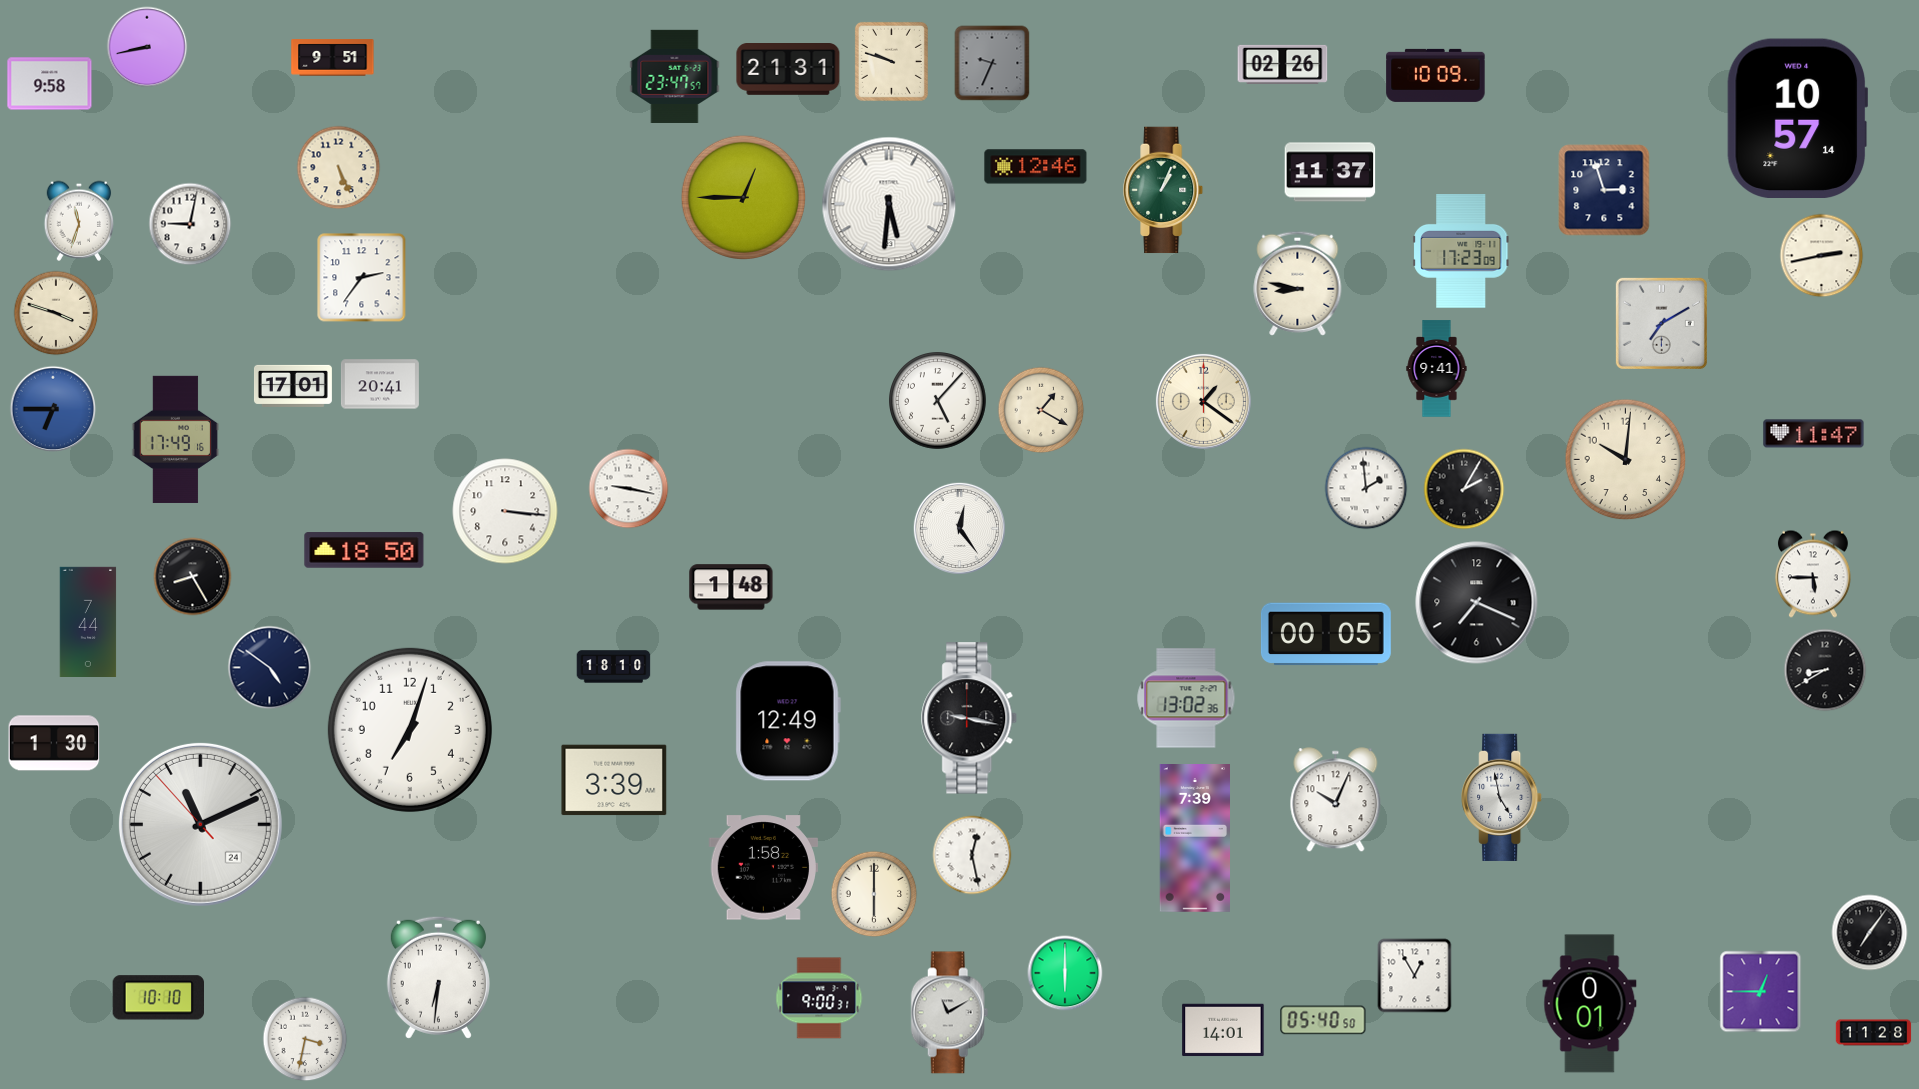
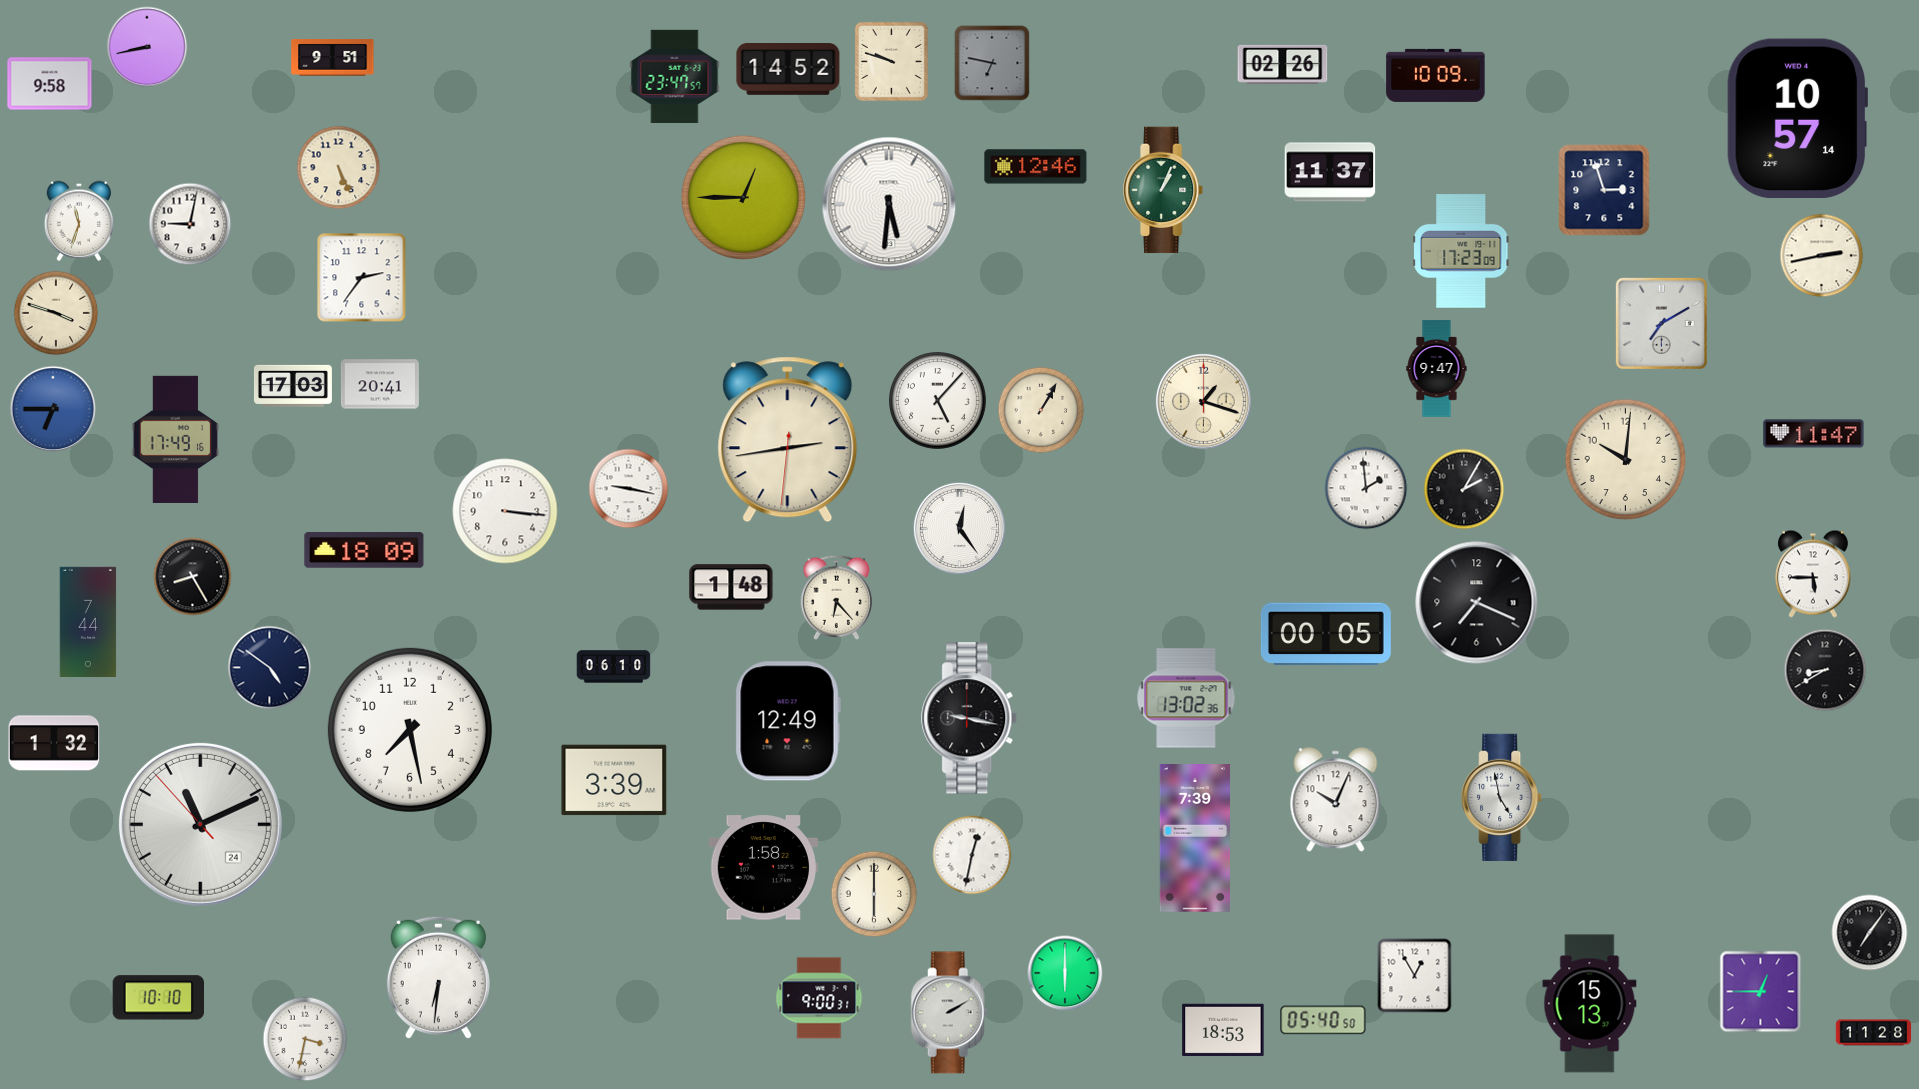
clock at (992, 63): 9:34 -> 6:47
clock at (788, 70): 21:31 -> 14:52
clock at (1298, 283): 8:47 -> none
clock at (1437, 369): 9:41 -> 9:47
clock at (293, 386): 17:01 -> 17:03
clock at (1203, 401): 1:21 -> 1:18
clock at (1041, 410): 1:20 -> 1:05
clock at (788, 440): none -> 2:43
clock at (364, 550): 18:50 -> 18:09
clock at (836, 597): none -> 6:23
clock at (614, 667): 18:10 -> 06:10
clock at (410, 730): 7:03 -> 7:28
clock at (54, 743): 1:30 -> 1:32
clock at (972, 855): 12:28 -> 12:32
clock at (1590, 1004): 0:01 -> 15:13
clock at (950, 1013): 11:10 -> 2:10
clock at (1223, 1030): 14:01 -> 18:53
